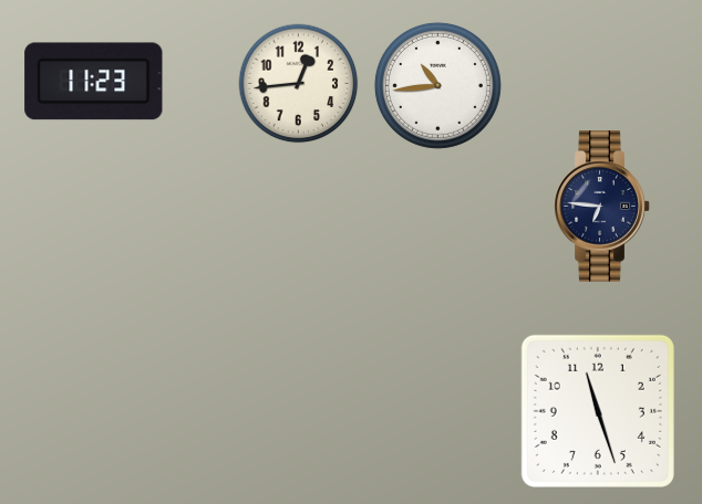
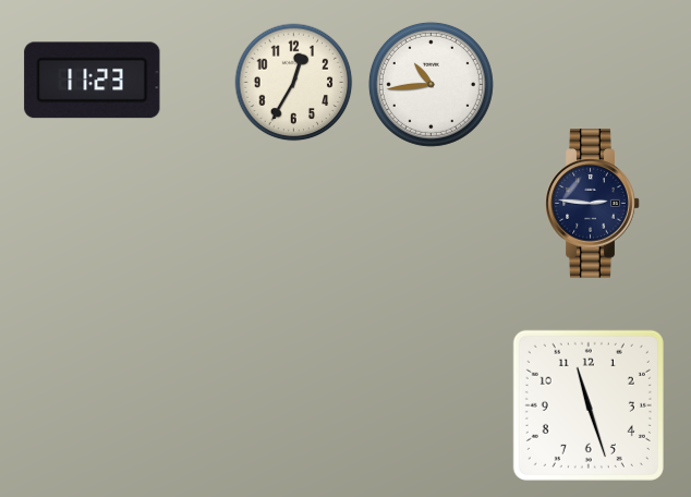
clock at (299, 84): 12:44 -> 12:35
clock at (602, 207): 6:46 -> 2:46
